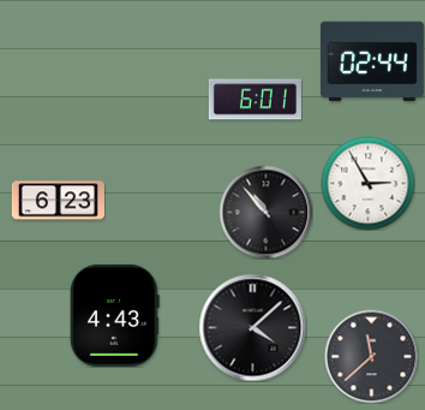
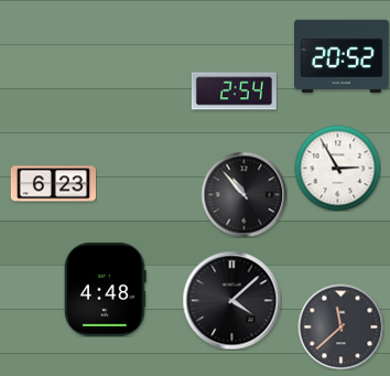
clock at (373, 61): 02:44 -> 20:52
clock at (255, 100): 6:01 -> 2:54
clock at (115, 315): 4:43 -> 4:48
